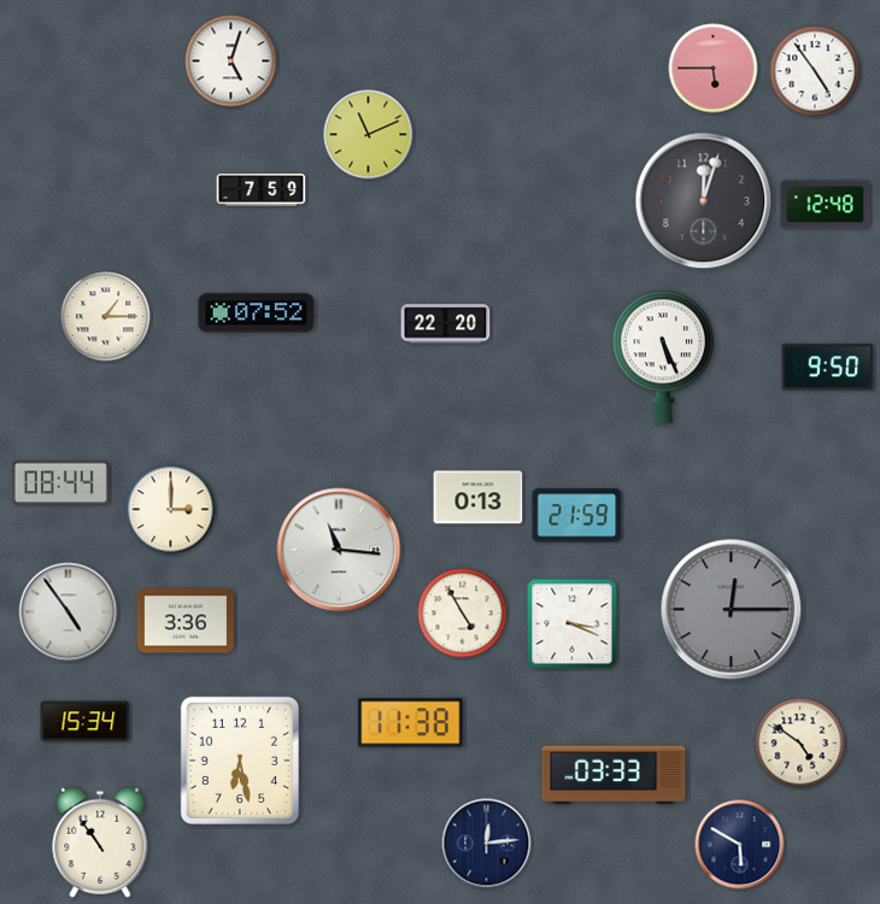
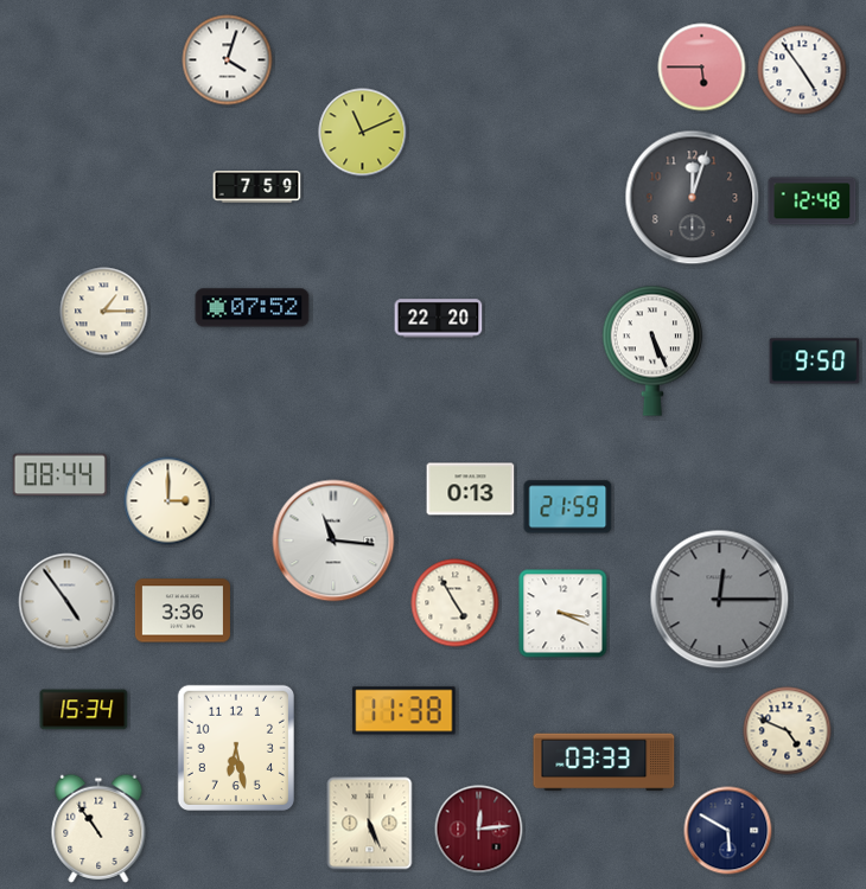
clock at (231, 61): 5:03 -> 4:03
clock at (800, 744): 4:51 -> 4:49
clock at (370, 824): none -> 5:26
clock at (487, 844) dial: navy -> burgundy
